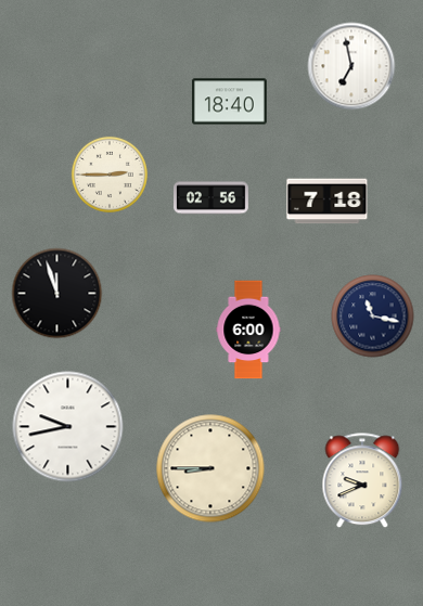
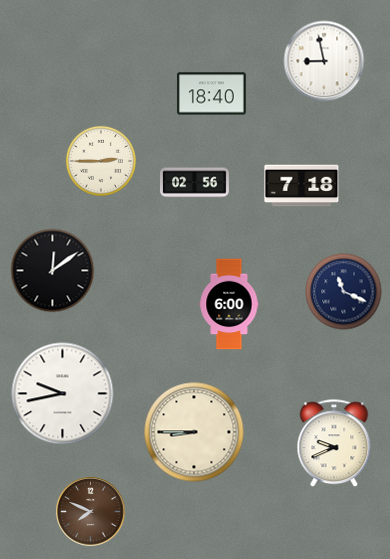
clock at (351, 66): 6:58 -> 8:58
clock at (57, 294): 11:57 -> 12:09
clock at (373, 317): 11:17 -> 11:19
clock at (91, 512): none -> 7:49
